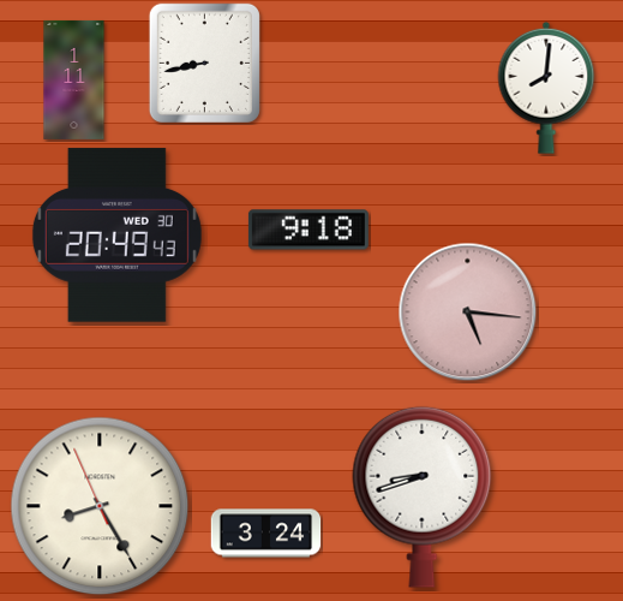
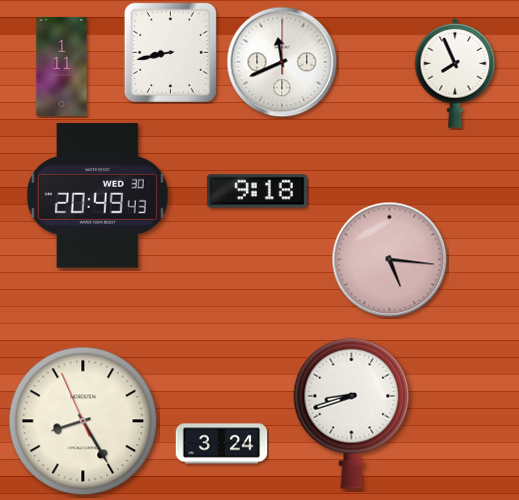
clock at (282, 62): none -> 11:41
clock at (546, 88): 8:01 -> 7:56
